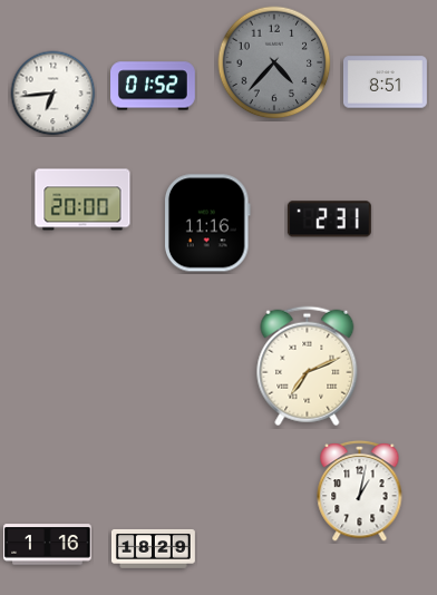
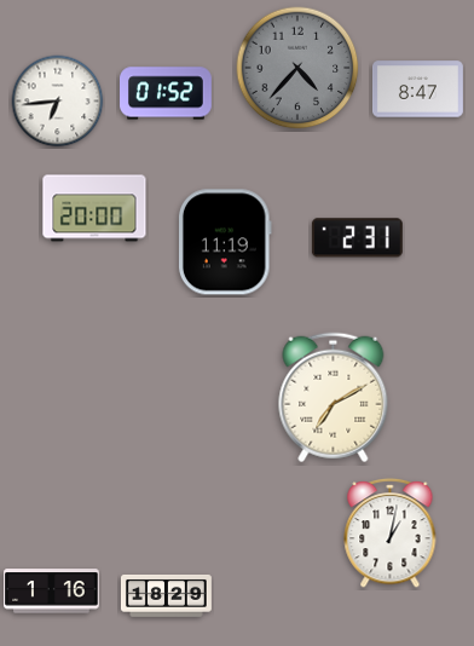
clock at (385, 82): 8:51 -> 8:47
clock at (82, 199) position: (82, 199) -> (94, 208)
clock at (207, 223): 11:16 -> 11:19
clock at (308, 367): 7:11 -> 7:10
